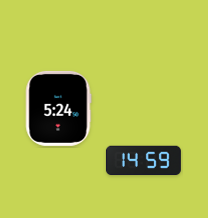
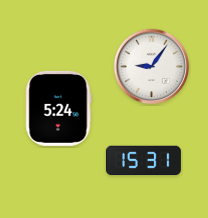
clock at (152, 67): none -> 9:06
clock at (143, 161): 14:59 -> 15:31
